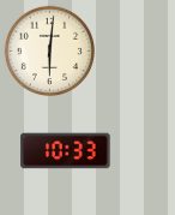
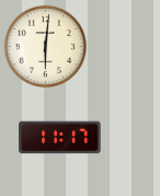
clock at (66, 151): 10:33 -> 11:17
